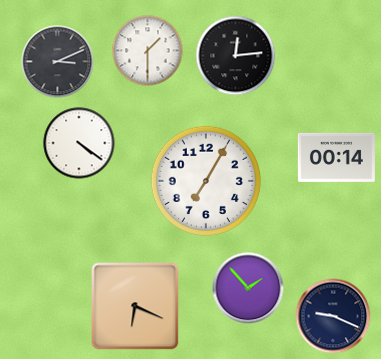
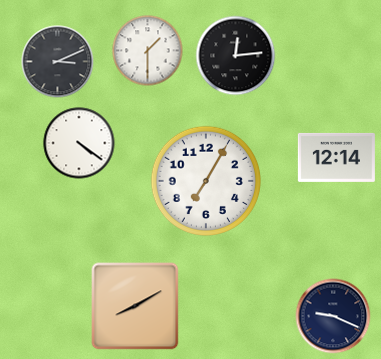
clock at (336, 157): 00:14 -> 12:14
clock at (248, 288): 1:53 -> none
clock at (135, 306): 6:19 -> 8:10
